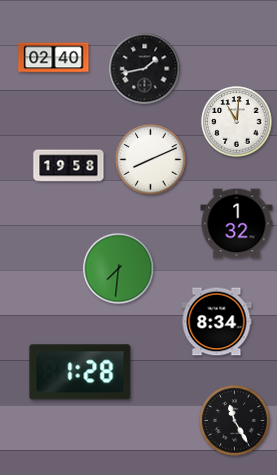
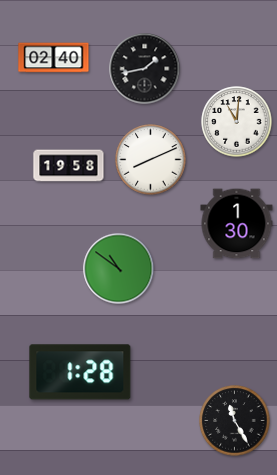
clock at (237, 224): 1:32 -> 1:30
clock at (119, 269): 7:31 -> 10:51
clock at (217, 322): 8:34 -> none
